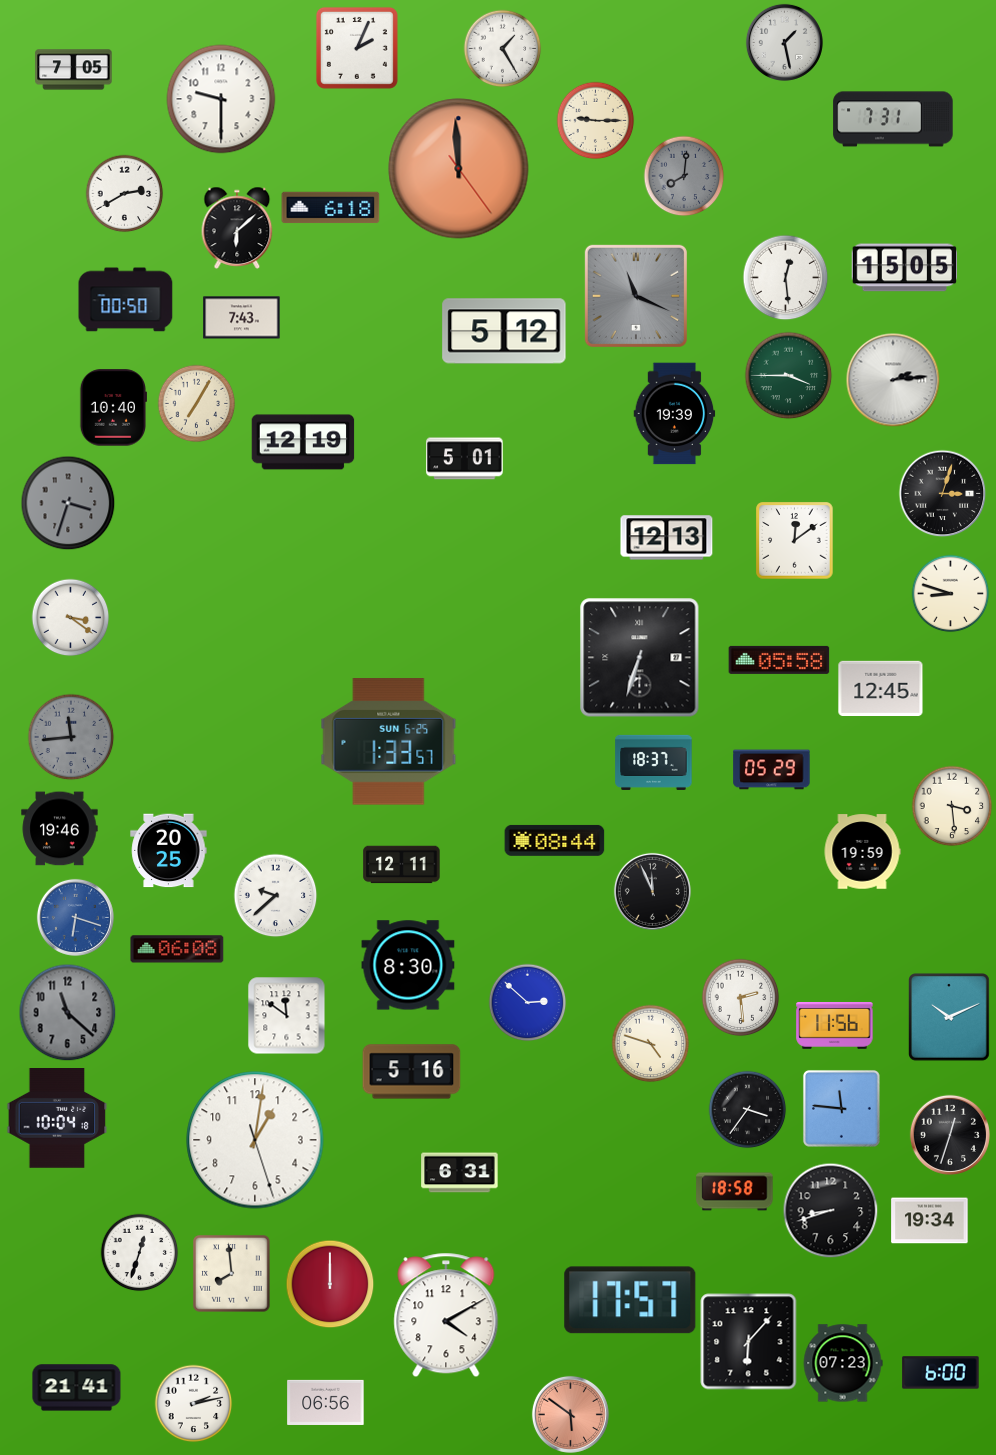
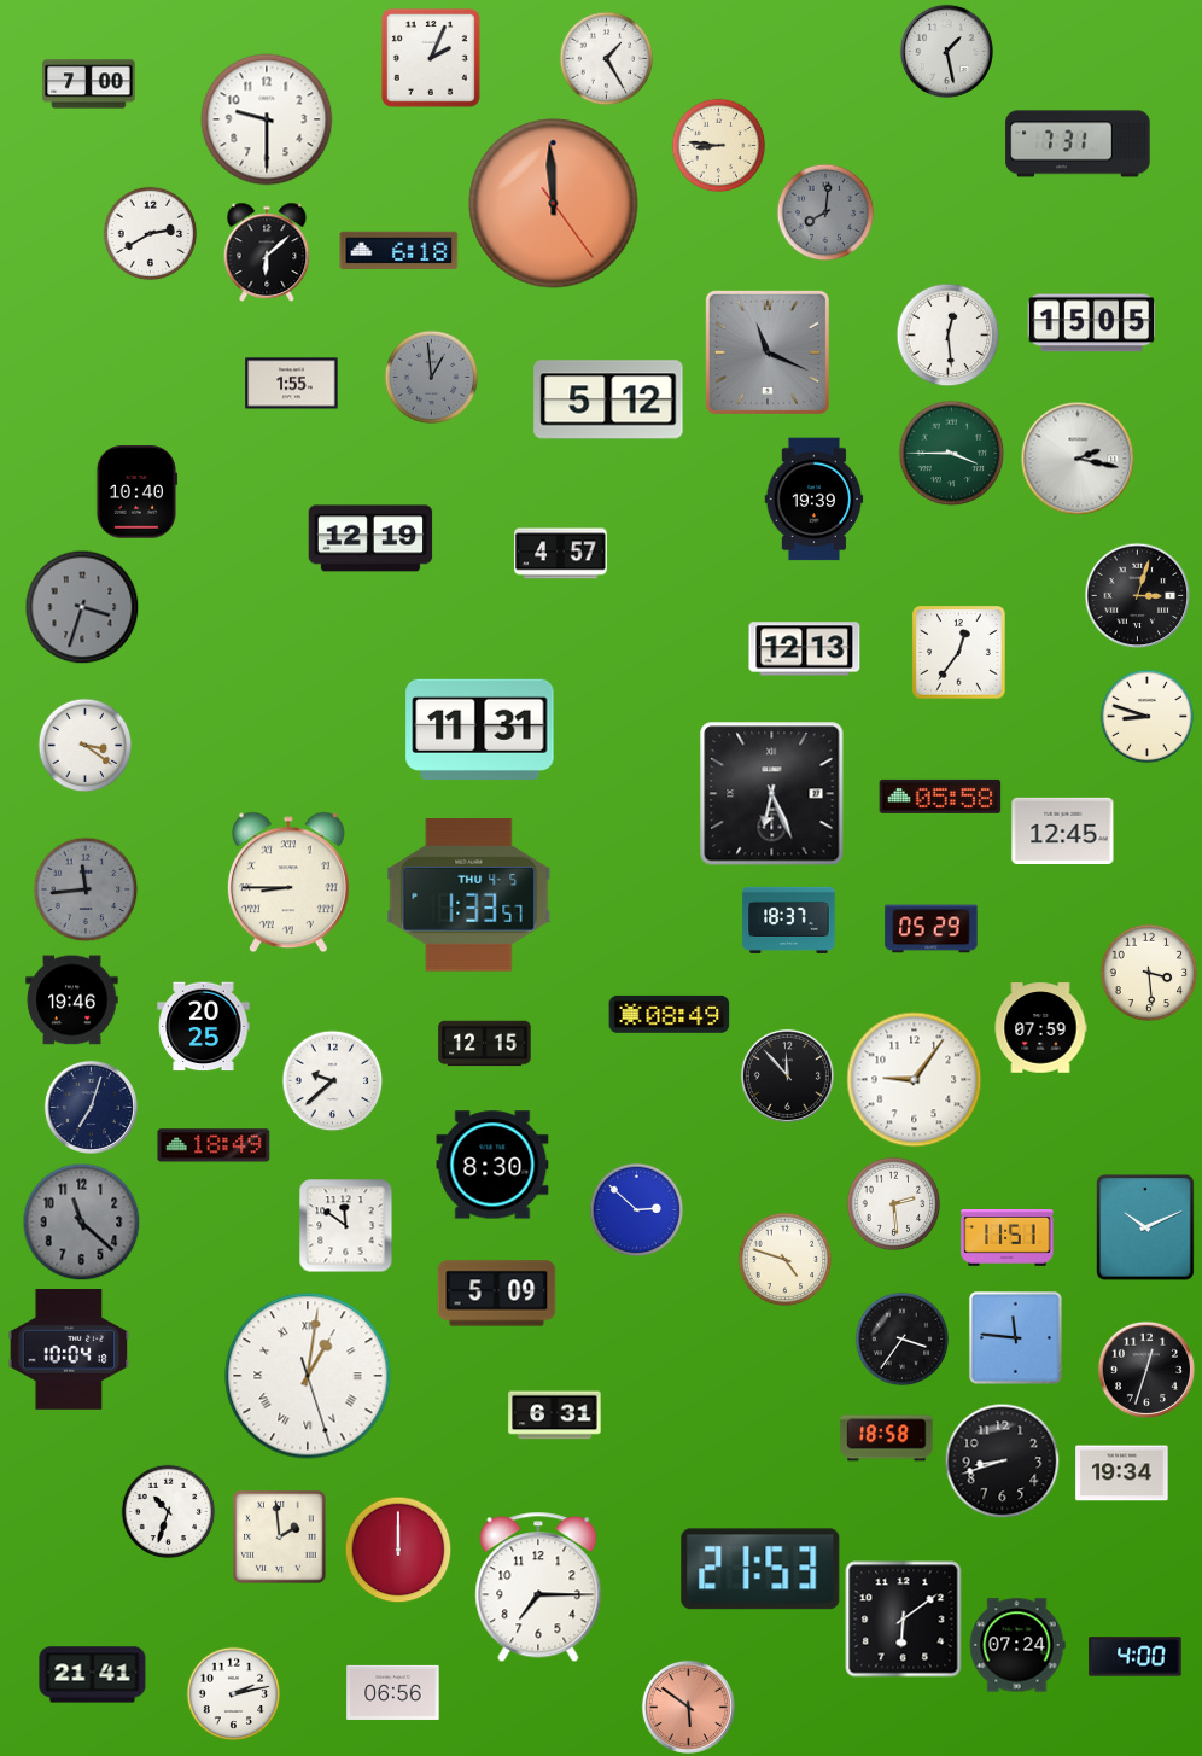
clock at (74, 70): 7:05 -> 7:00
clock at (595, 120): 9:15 -> 8:46
clock at (237, 228) position: (237, 228) -> (267, 252)
clock at (636, 296) position: (636, 296) -> (768, 352)
clock at (126, 300): 00:50 -> none
clock at (431, 377): none -> 12:59
clock at (242, 318): 7:43 -> 1:55
clock at (893, 380): 2:14 -> 2:17
clock at (196, 403): 7:05 -> none
clock at (303, 442) position: (303, 442) -> (370, 538)
clock at (465, 459): 5:01 -> 4:57
clock at (795, 541): 12:09 -> 12:36
clock at (480, 729): none -> 11:31
clock at (640, 658): 6:33 -> 6:26
clock at (288, 882): none -> 8:45
clock at (389, 742) date: SUN 6-25 -> THU 4-5
clock at (555, 840): 08:44 -> 08:49
clock at (862, 852): 19:59 -> 07:59
clock at (402, 865): 12:11 -> 12:15
clock at (652, 891): 11:56 -> 11:53
clock at (915, 1080): none -> 9:06
clock at (75, 917): 6:18 -> 7:03
clock at (75, 917) dial: blue -> navy
clock at (177, 949): 06:08 -> 18:49
clock at (835, 1026): 11:56 -> 11:51
clock at (412, 1072): 5:16 -> 5:09
clock at (255, 1140) numerals: Arabic -> Roman
clock at (139, 1252): 12:33 -> 10:33
clock at (232, 1274): 7:59 -> 1:59
clock at (630, 1300): 17:57 -> 21:53
clock at (446, 1315): 4:10 -> 7:15
clock at (749, 1342): 6:07 -> 6:09
clock at (843, 1363): 07:23 -> 07:24
clock at (941, 1373): 6:00 -> 4:00
